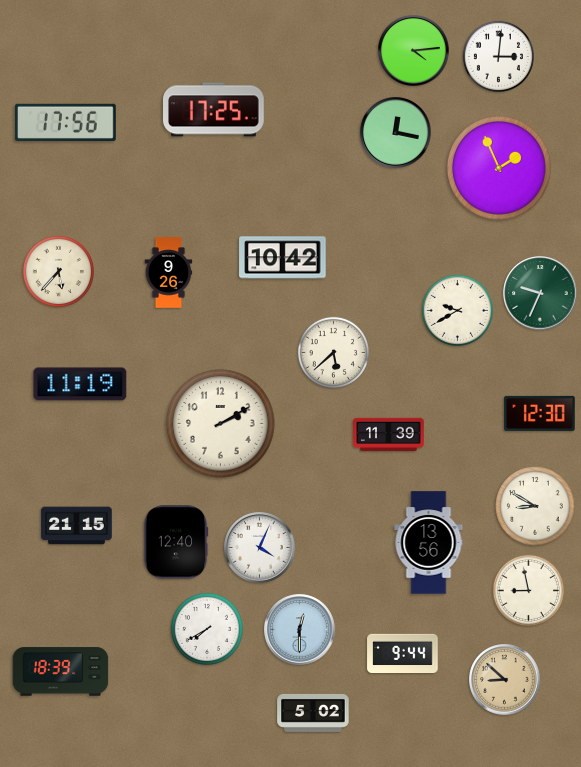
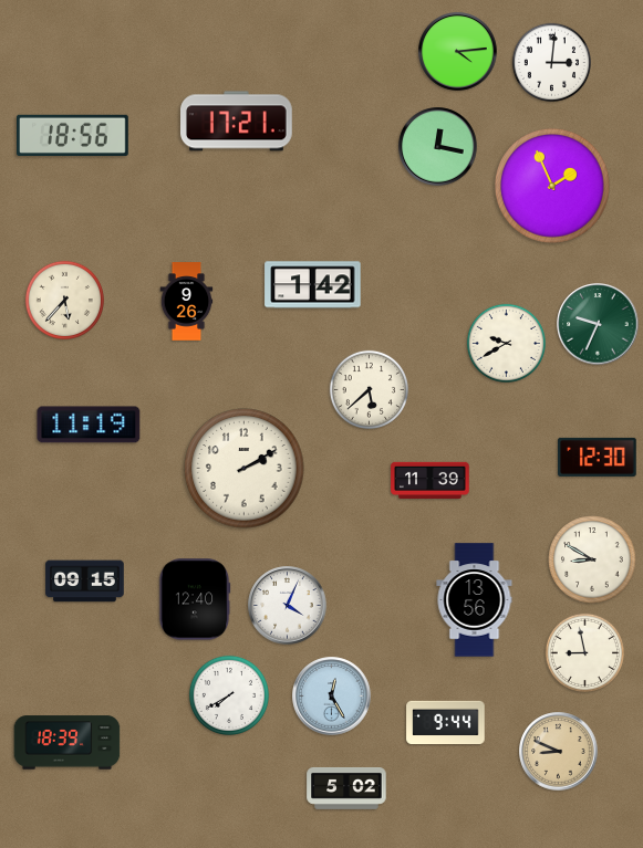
clock at (414, 51) position: (414, 51) -> (458, 52)
clock at (214, 110): 17:25 -> 17:21
clock at (66, 122): 17:56 -> 18:56
clock at (283, 258): 10:42 -> 1:42
clock at (77, 526): 21:15 -> 09:15
clock at (300, 630): 12:30 -> 12:25
clock at (505, 680): 8:52 -> 8:49
